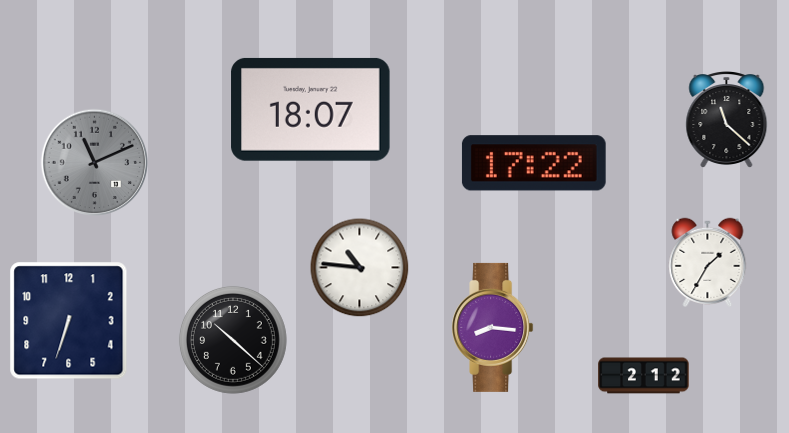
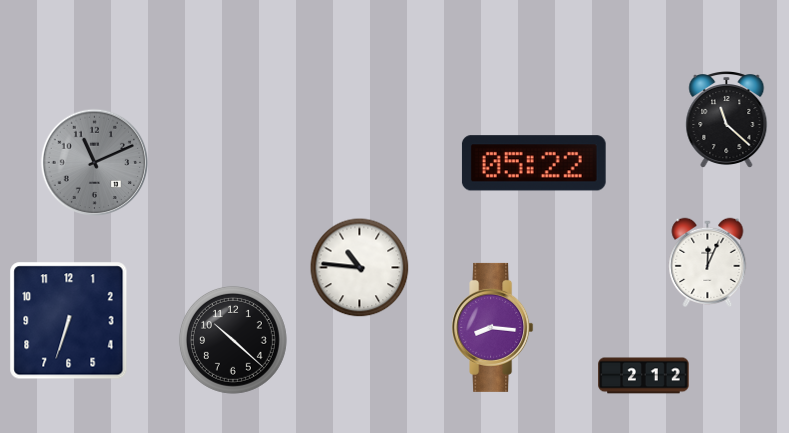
clock at (311, 109): 18:07 -> none
clock at (534, 163): 17:22 -> 05:22
clock at (708, 262): 1:35 -> 12:04
